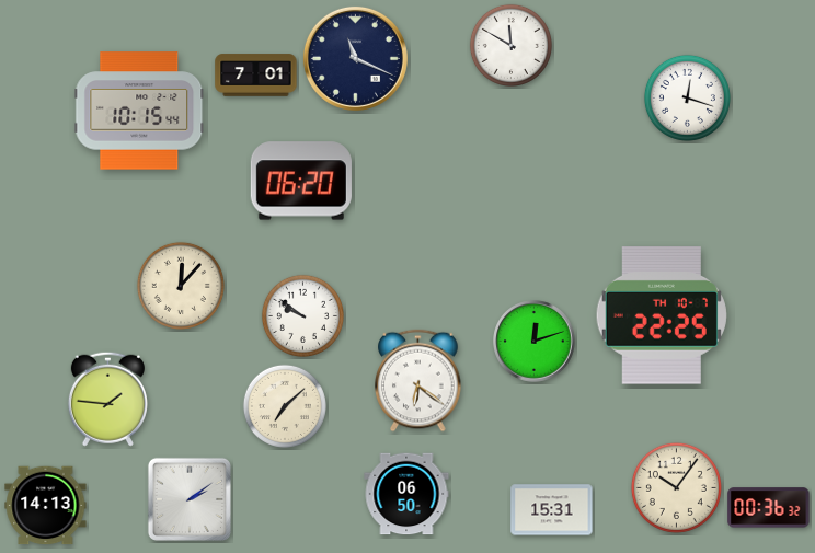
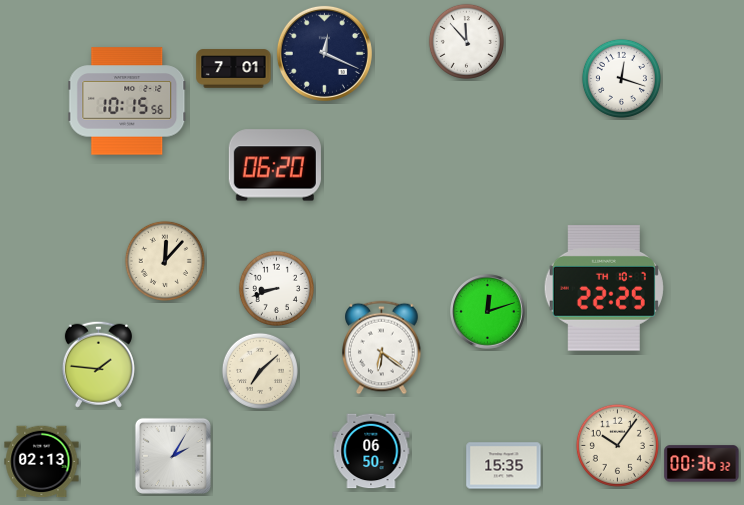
clock at (510, 45): 11:50 -> 11:53
clock at (355, 58): 11:19 -> 12:19
clock at (687, 97) position: (687, 97) -> (621, 78)
clock at (139, 111): 10:15:44 -> 10:15:56
clock at (302, 315): 9:51 -> 8:42
clock at (190, 499): 2:09 -> 2:05
clock at (46, 506): 14:13 -> 02:13
clock at (552, 510): 15:31 -> 15:35
